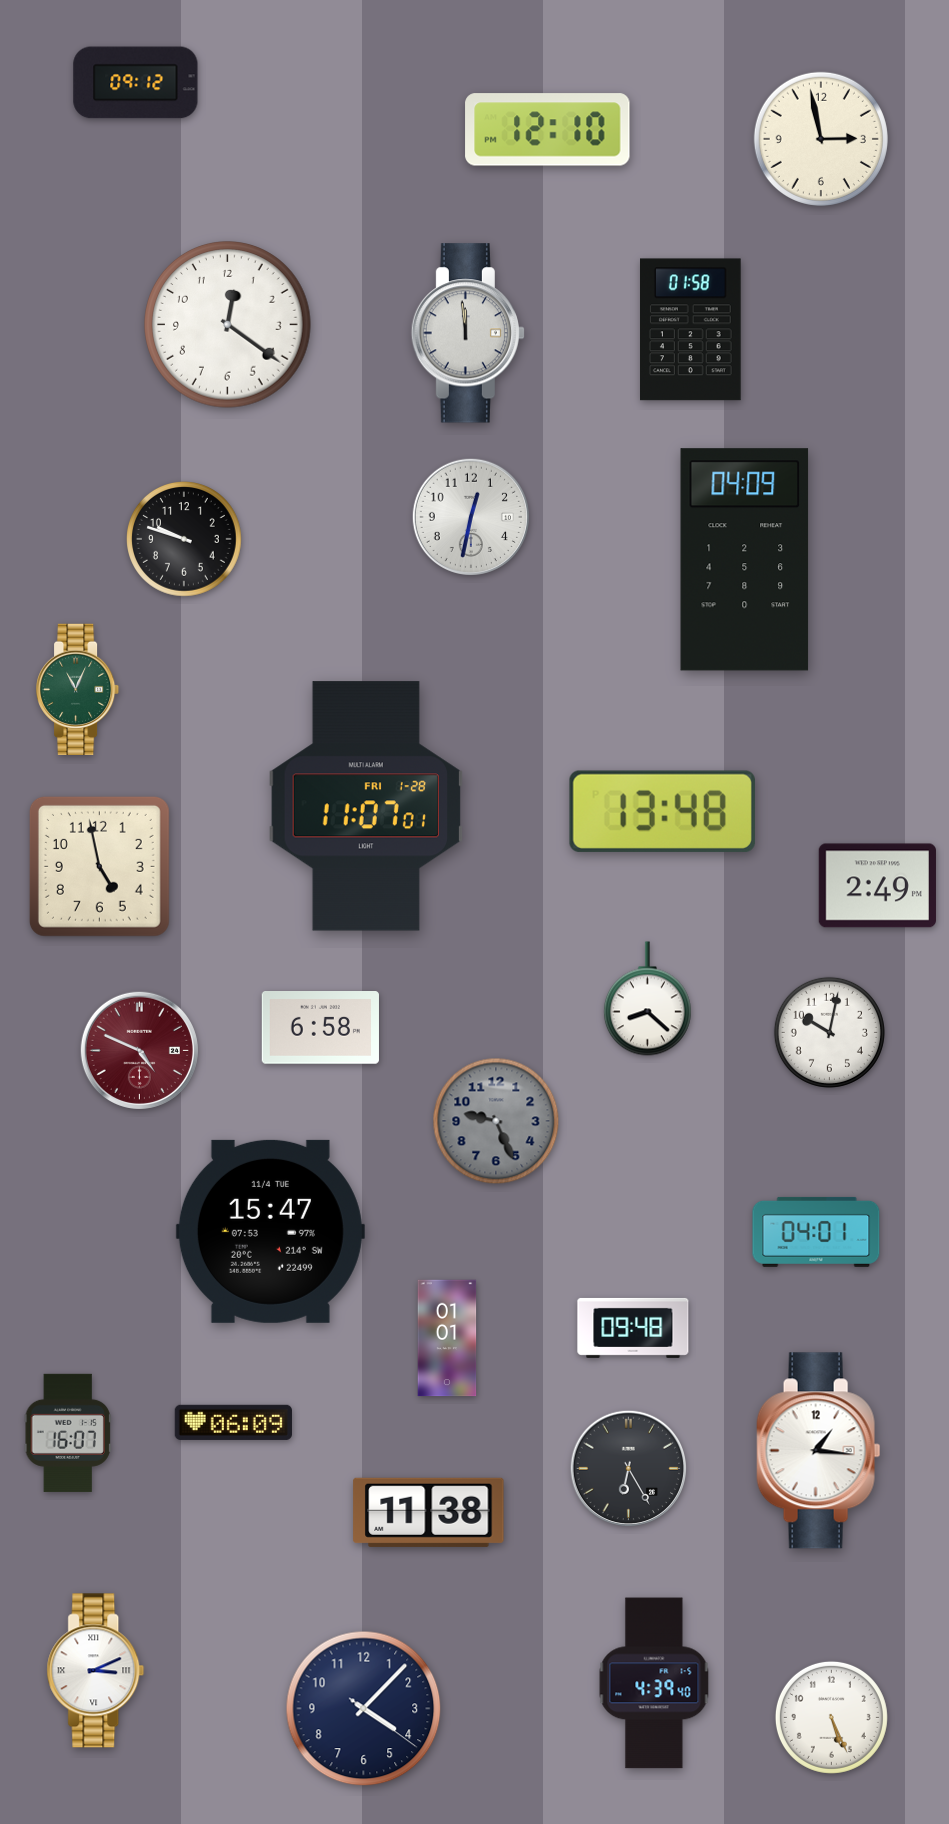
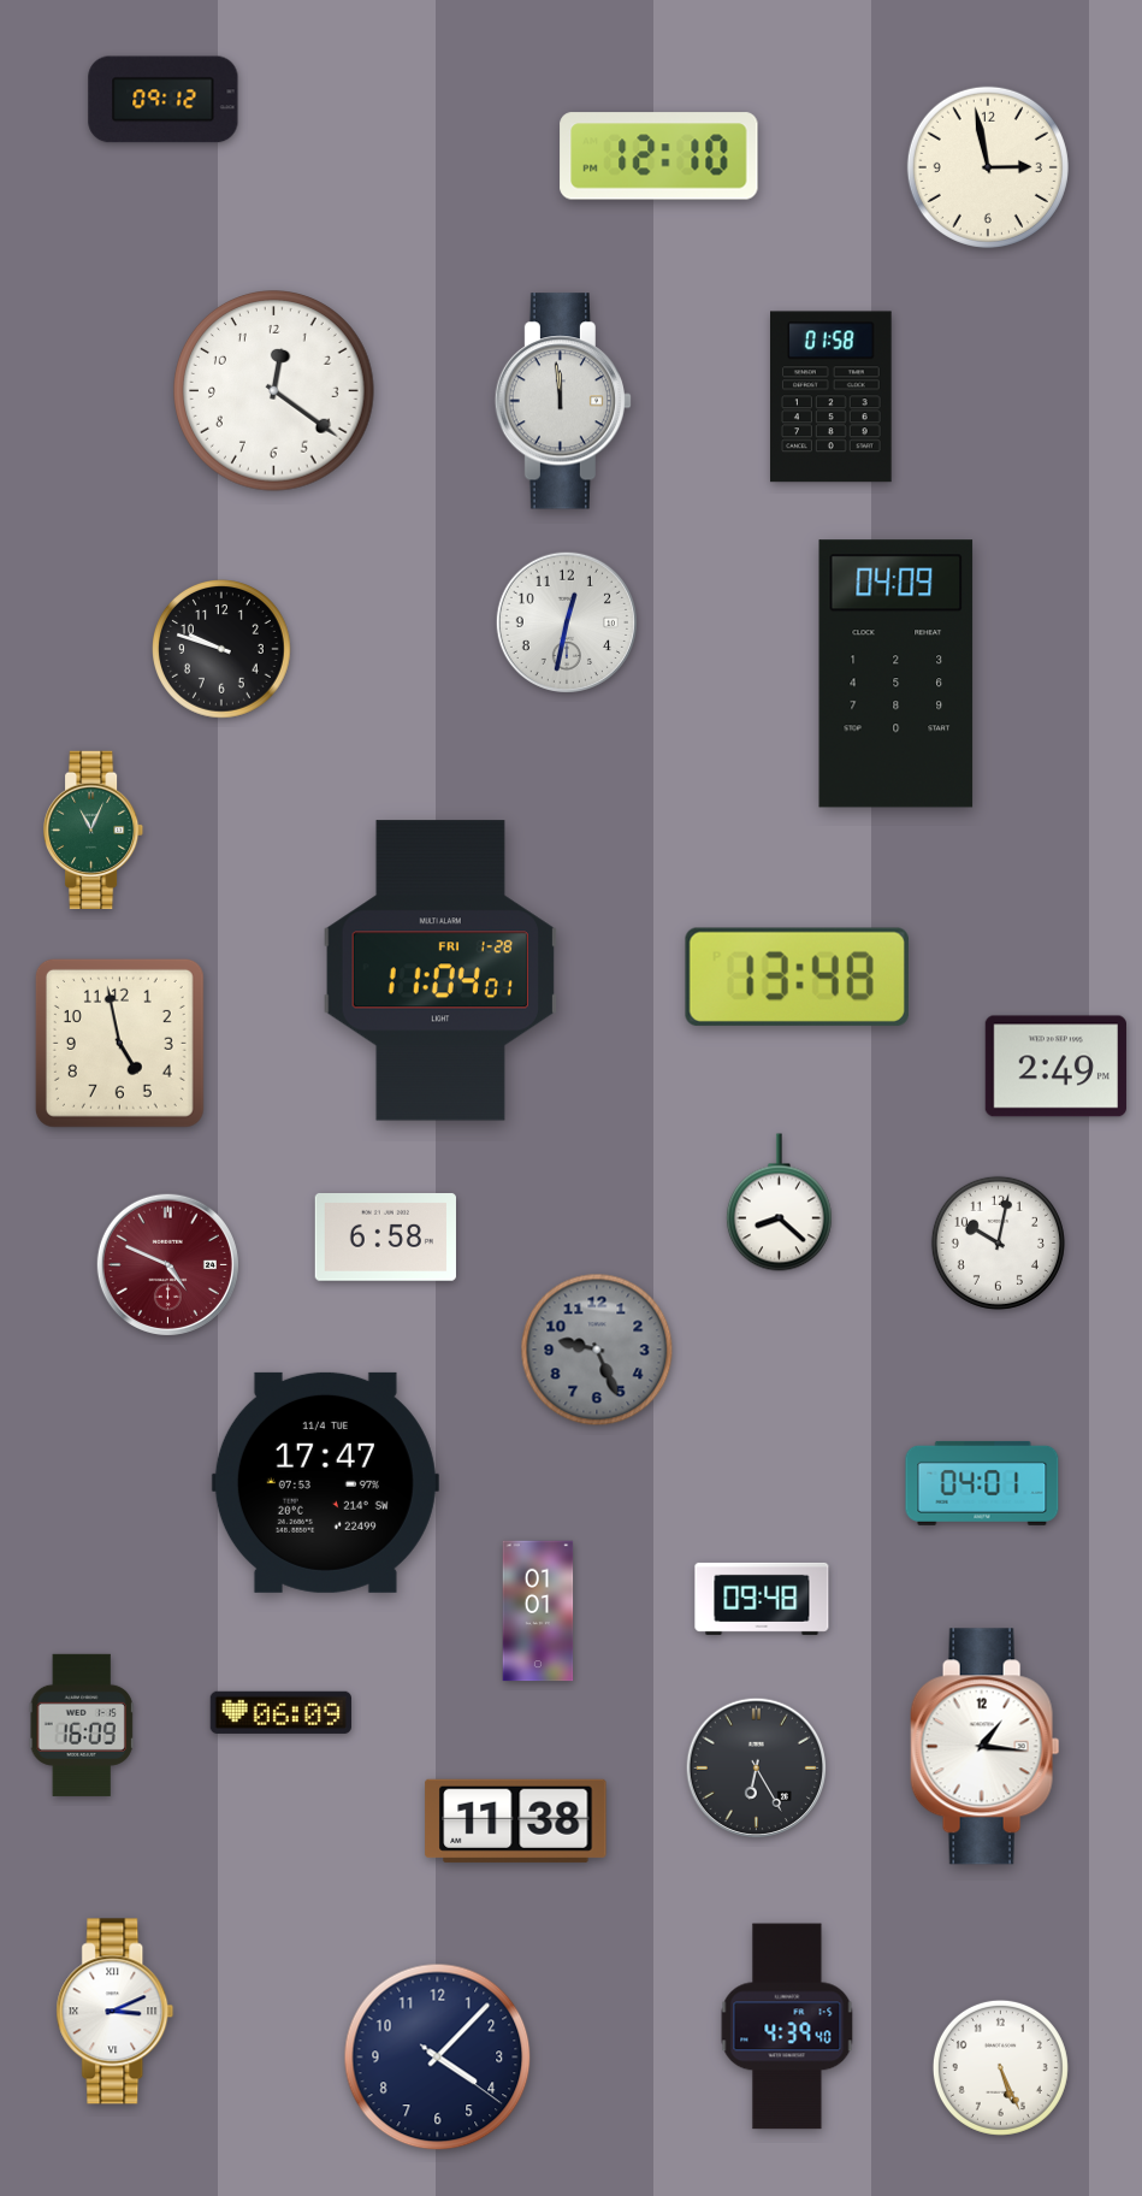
clock at (365, 806): 11:07 -> 11:04
clock at (270, 1231): 15:47 -> 17:47
clock at (68, 1433): 16:07 -> 16:09
